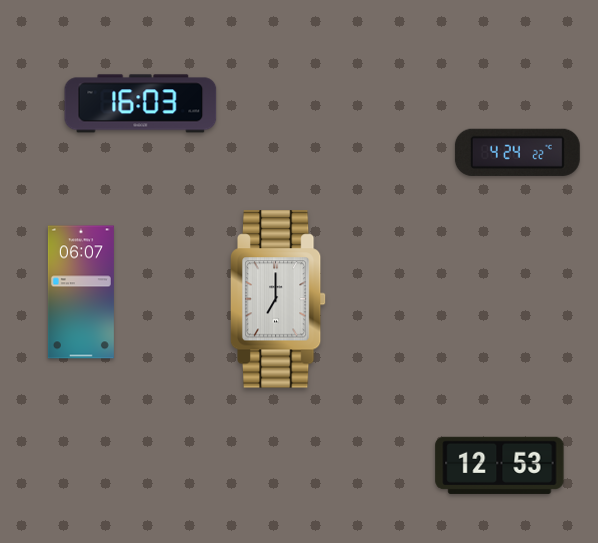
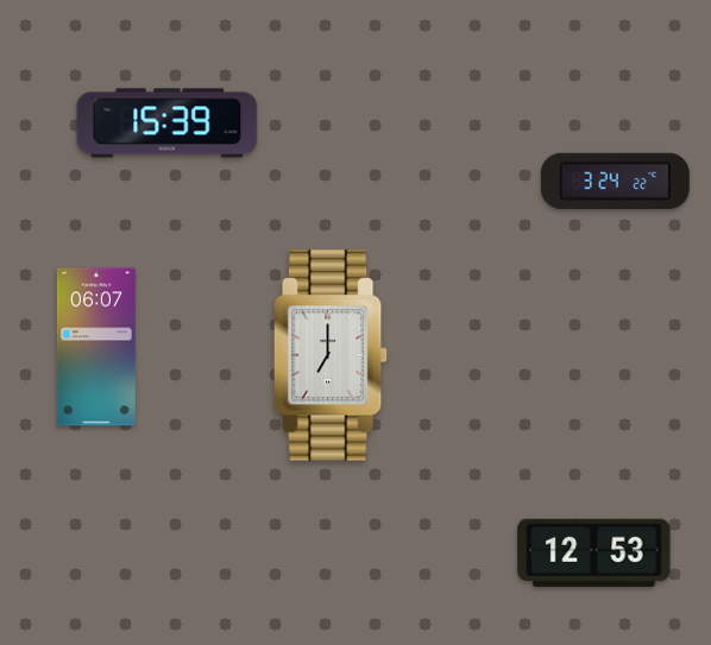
clock at (141, 104): 16:03 -> 15:39
clock at (517, 152): 4:24 -> 3:24
